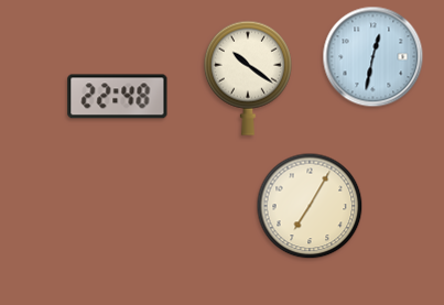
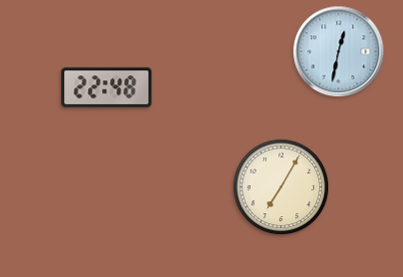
clock at (248, 78): 10:21 -> none
